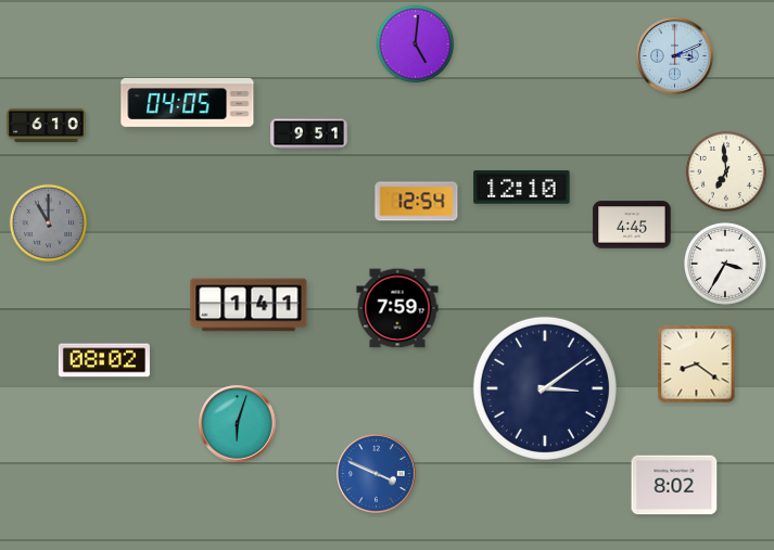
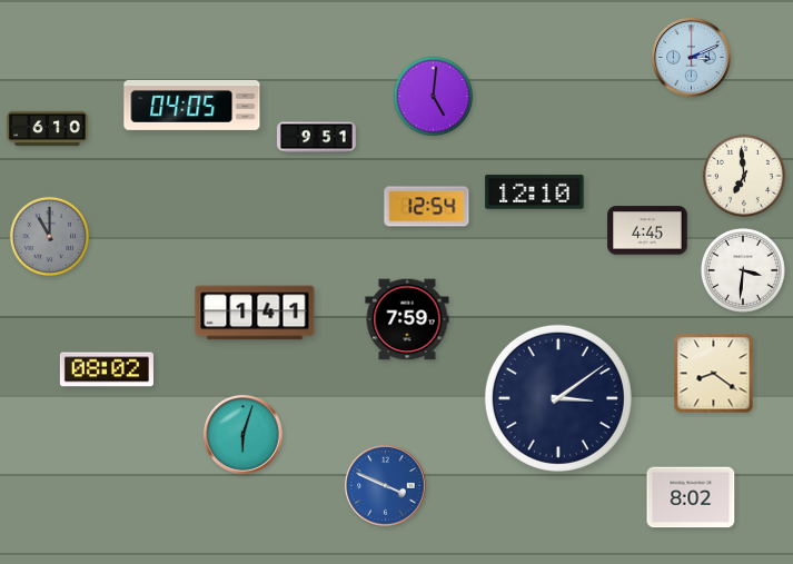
clock at (416, 44) position: (416, 44) -> (434, 97)
clock at (49, 223) position: (49, 223) -> (50, 237)
clock at (725, 264): 3:35 -> 3:31
clock at (397, 308) position: (397, 308) -> (407, 319)
